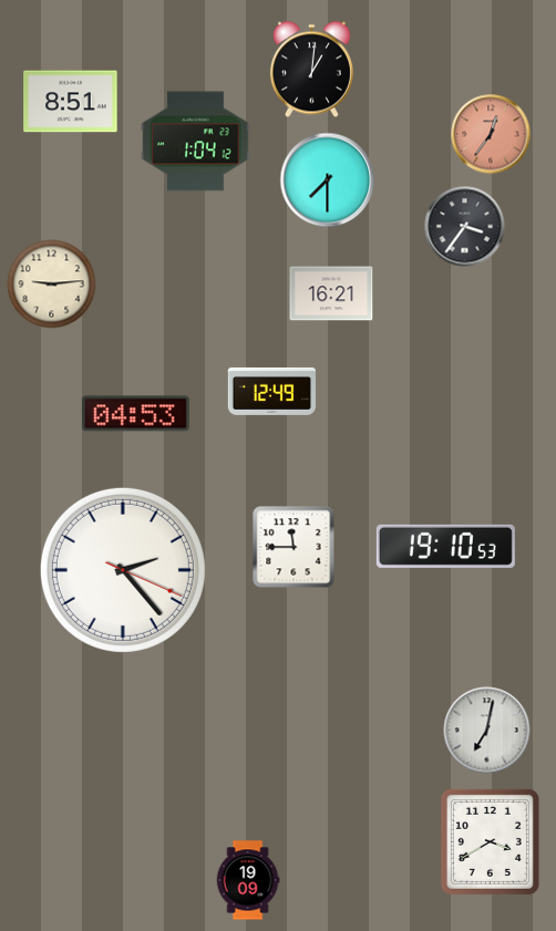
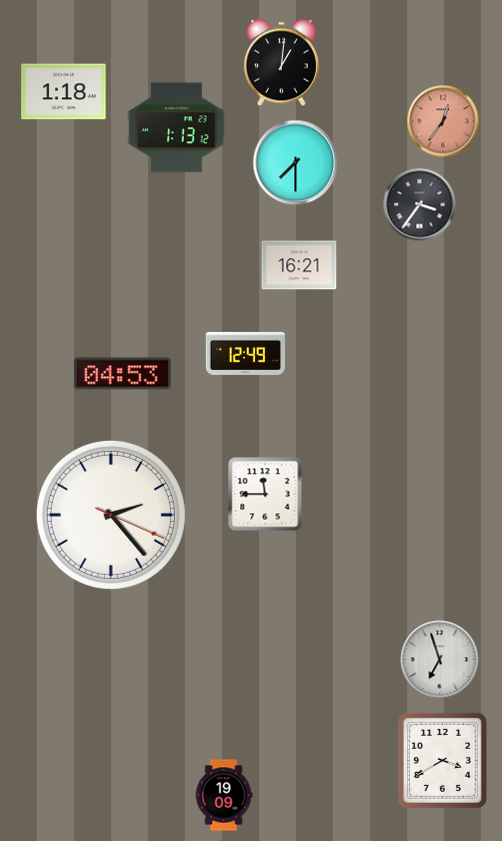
clock at (71, 102): 8:51 -> 1:18
clock at (196, 142): 1:04 -> 1:13
clock at (52, 285): 9:14 -> none
clock at (445, 546): 19:10 -> none
clock at (487, 731): 7:02 -> 6:57
